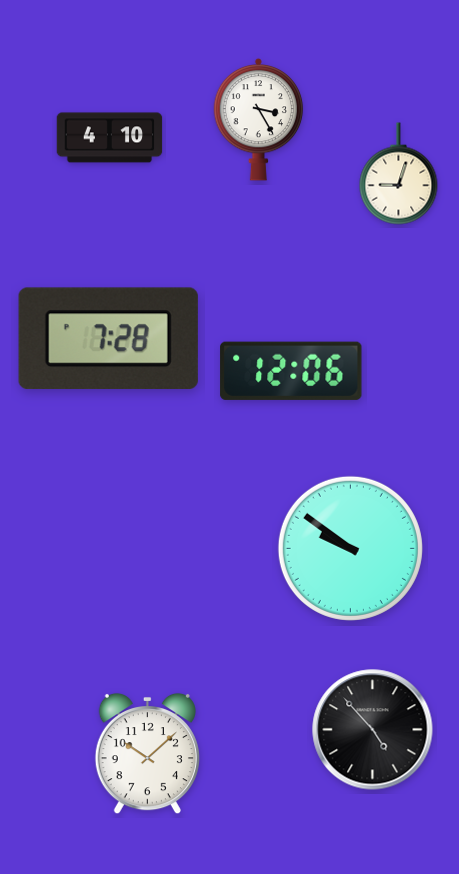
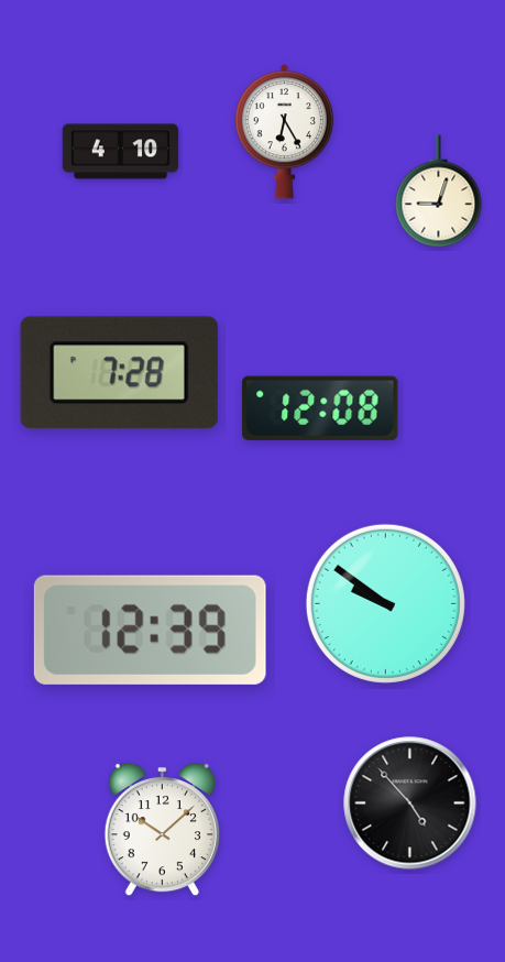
clock at (259, 119): 3:25 -> 6:25
clock at (291, 371): 12:06 -> 12:08
clock at (150, 630): none -> 12:39
